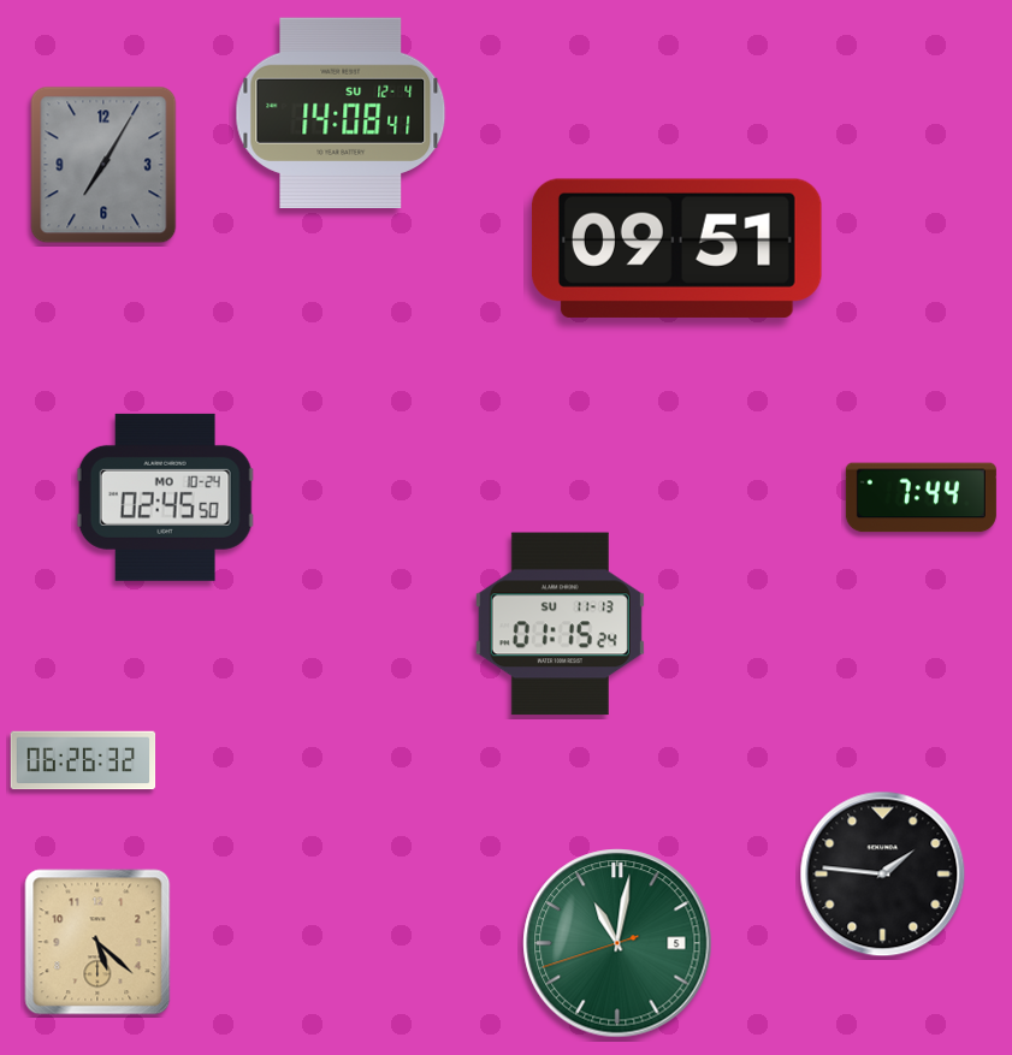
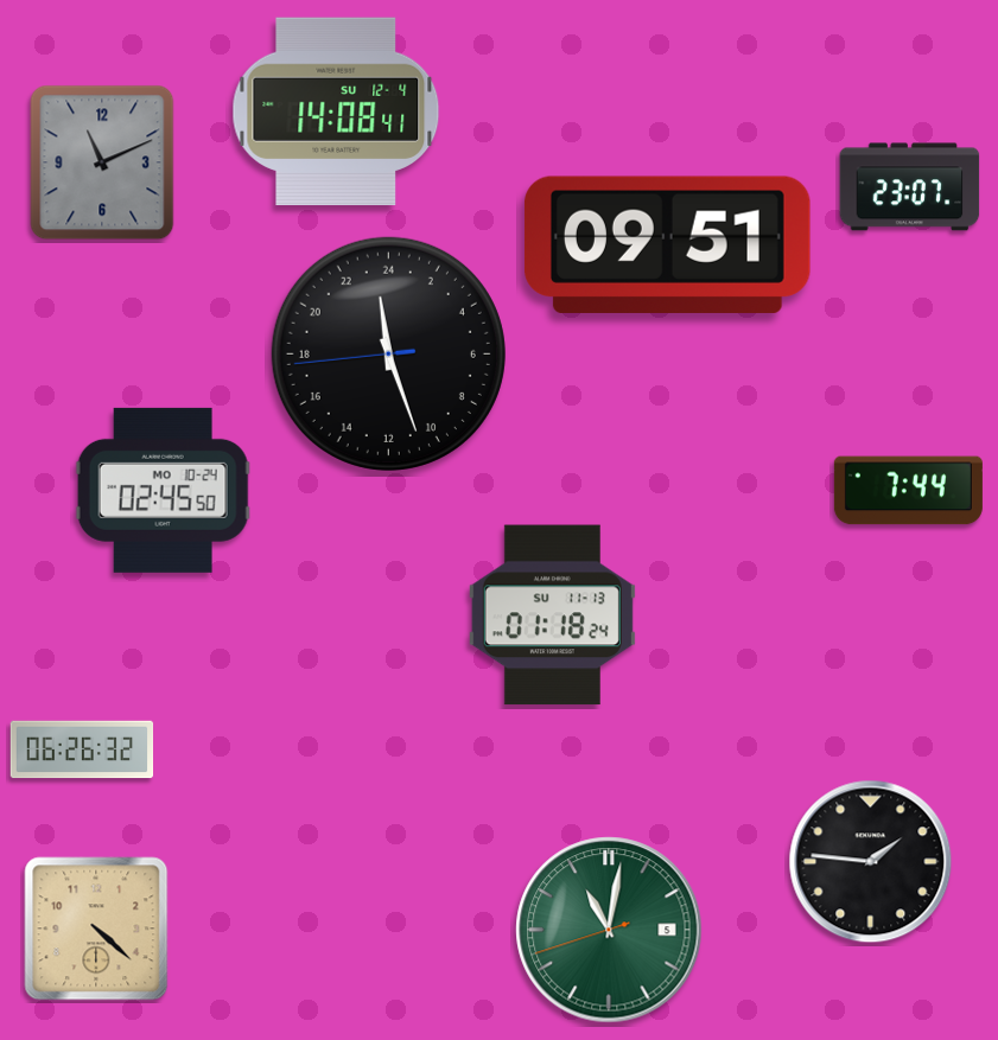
clock at (103, 165): 7:05 -> 11:11
clock at (910, 187): none -> 23:07
clock at (388, 353): none -> 23:26
clock at (560, 624): 01:15 -> 01:18
clock at (97, 942): 5:22 -> 4:22
